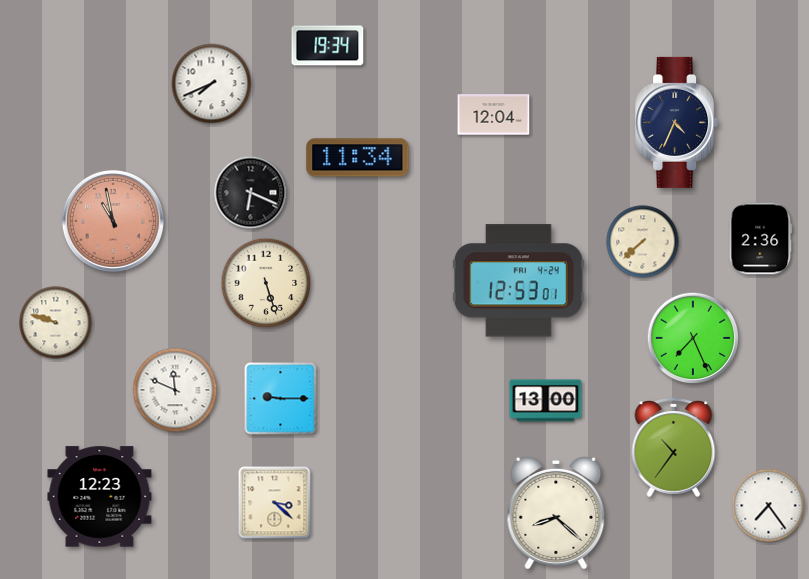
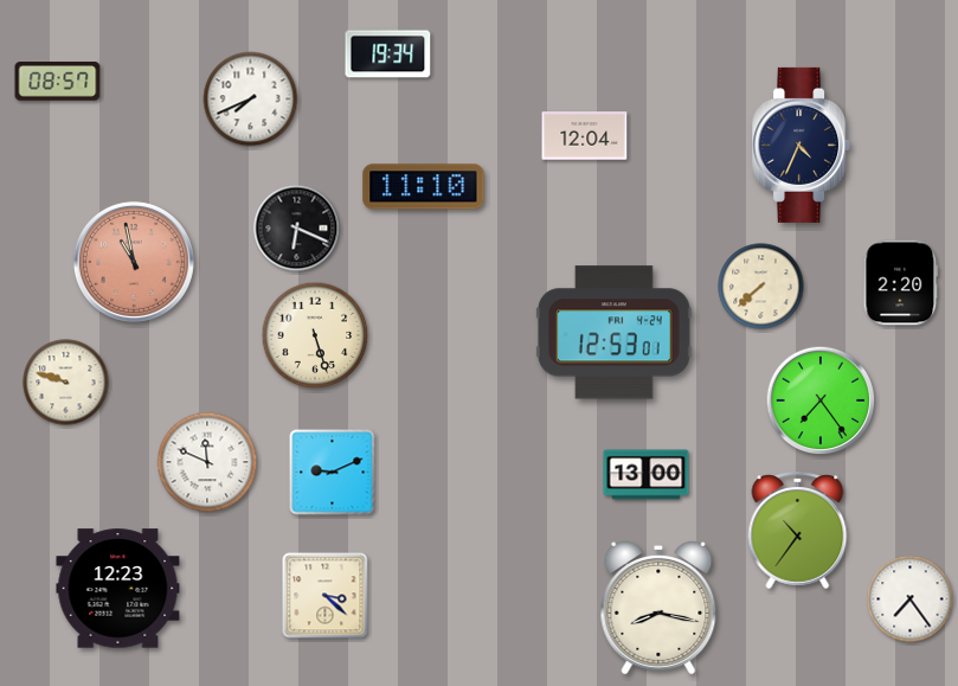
clock at (58, 82): none -> 08:57
clock at (358, 158): 11:34 -> 11:10
clock at (761, 239): 2:36 -> 2:20
clock at (693, 338): 7:26 -> 7:24
clock at (281, 399): 9:15 -> 9:11
clock at (556, 513): 8:22 -> 8:17
